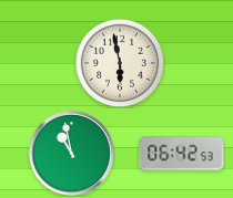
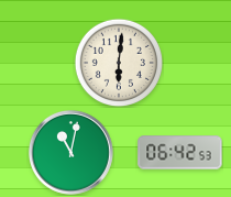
clock at (119, 62): 5:58 -> 6:01
clock at (72, 154): 10:58 -> 11:02
